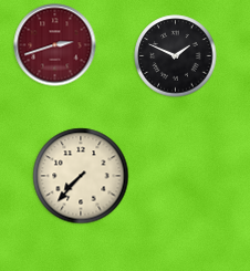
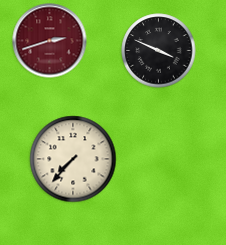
clock at (176, 56): 1:49 -> 3:49
